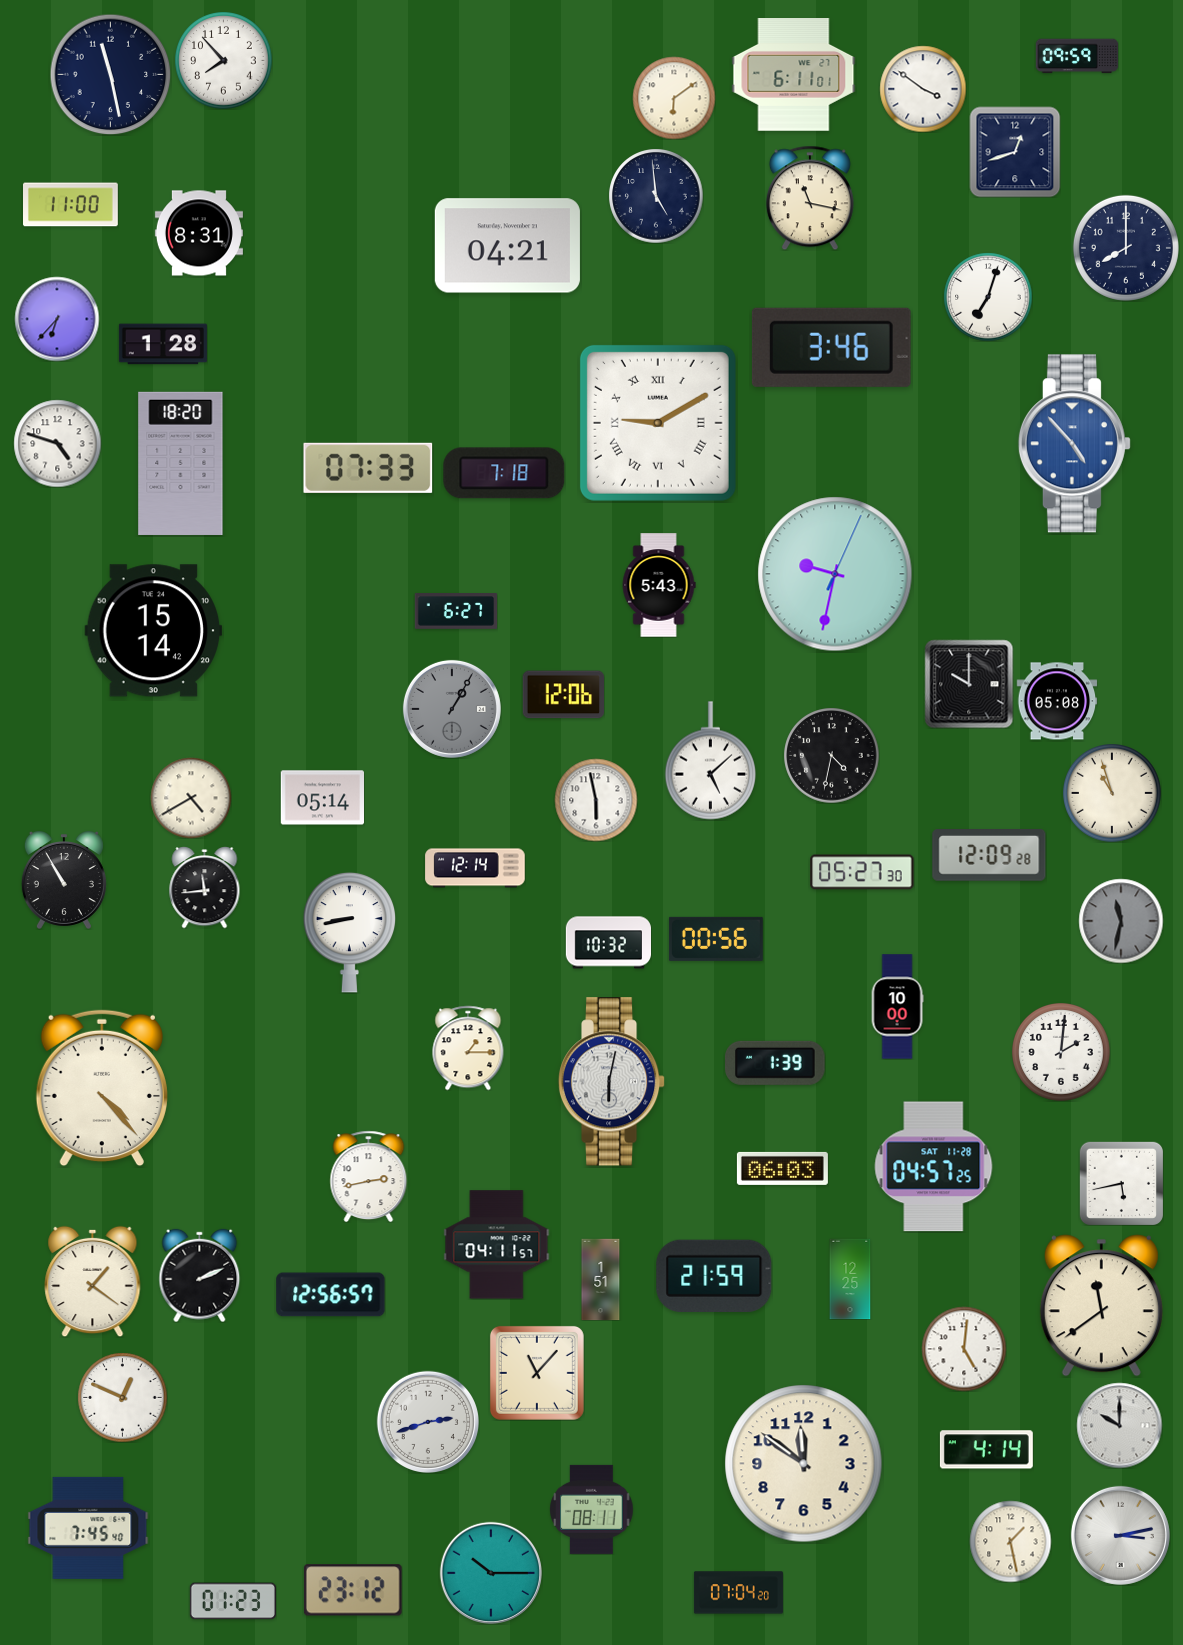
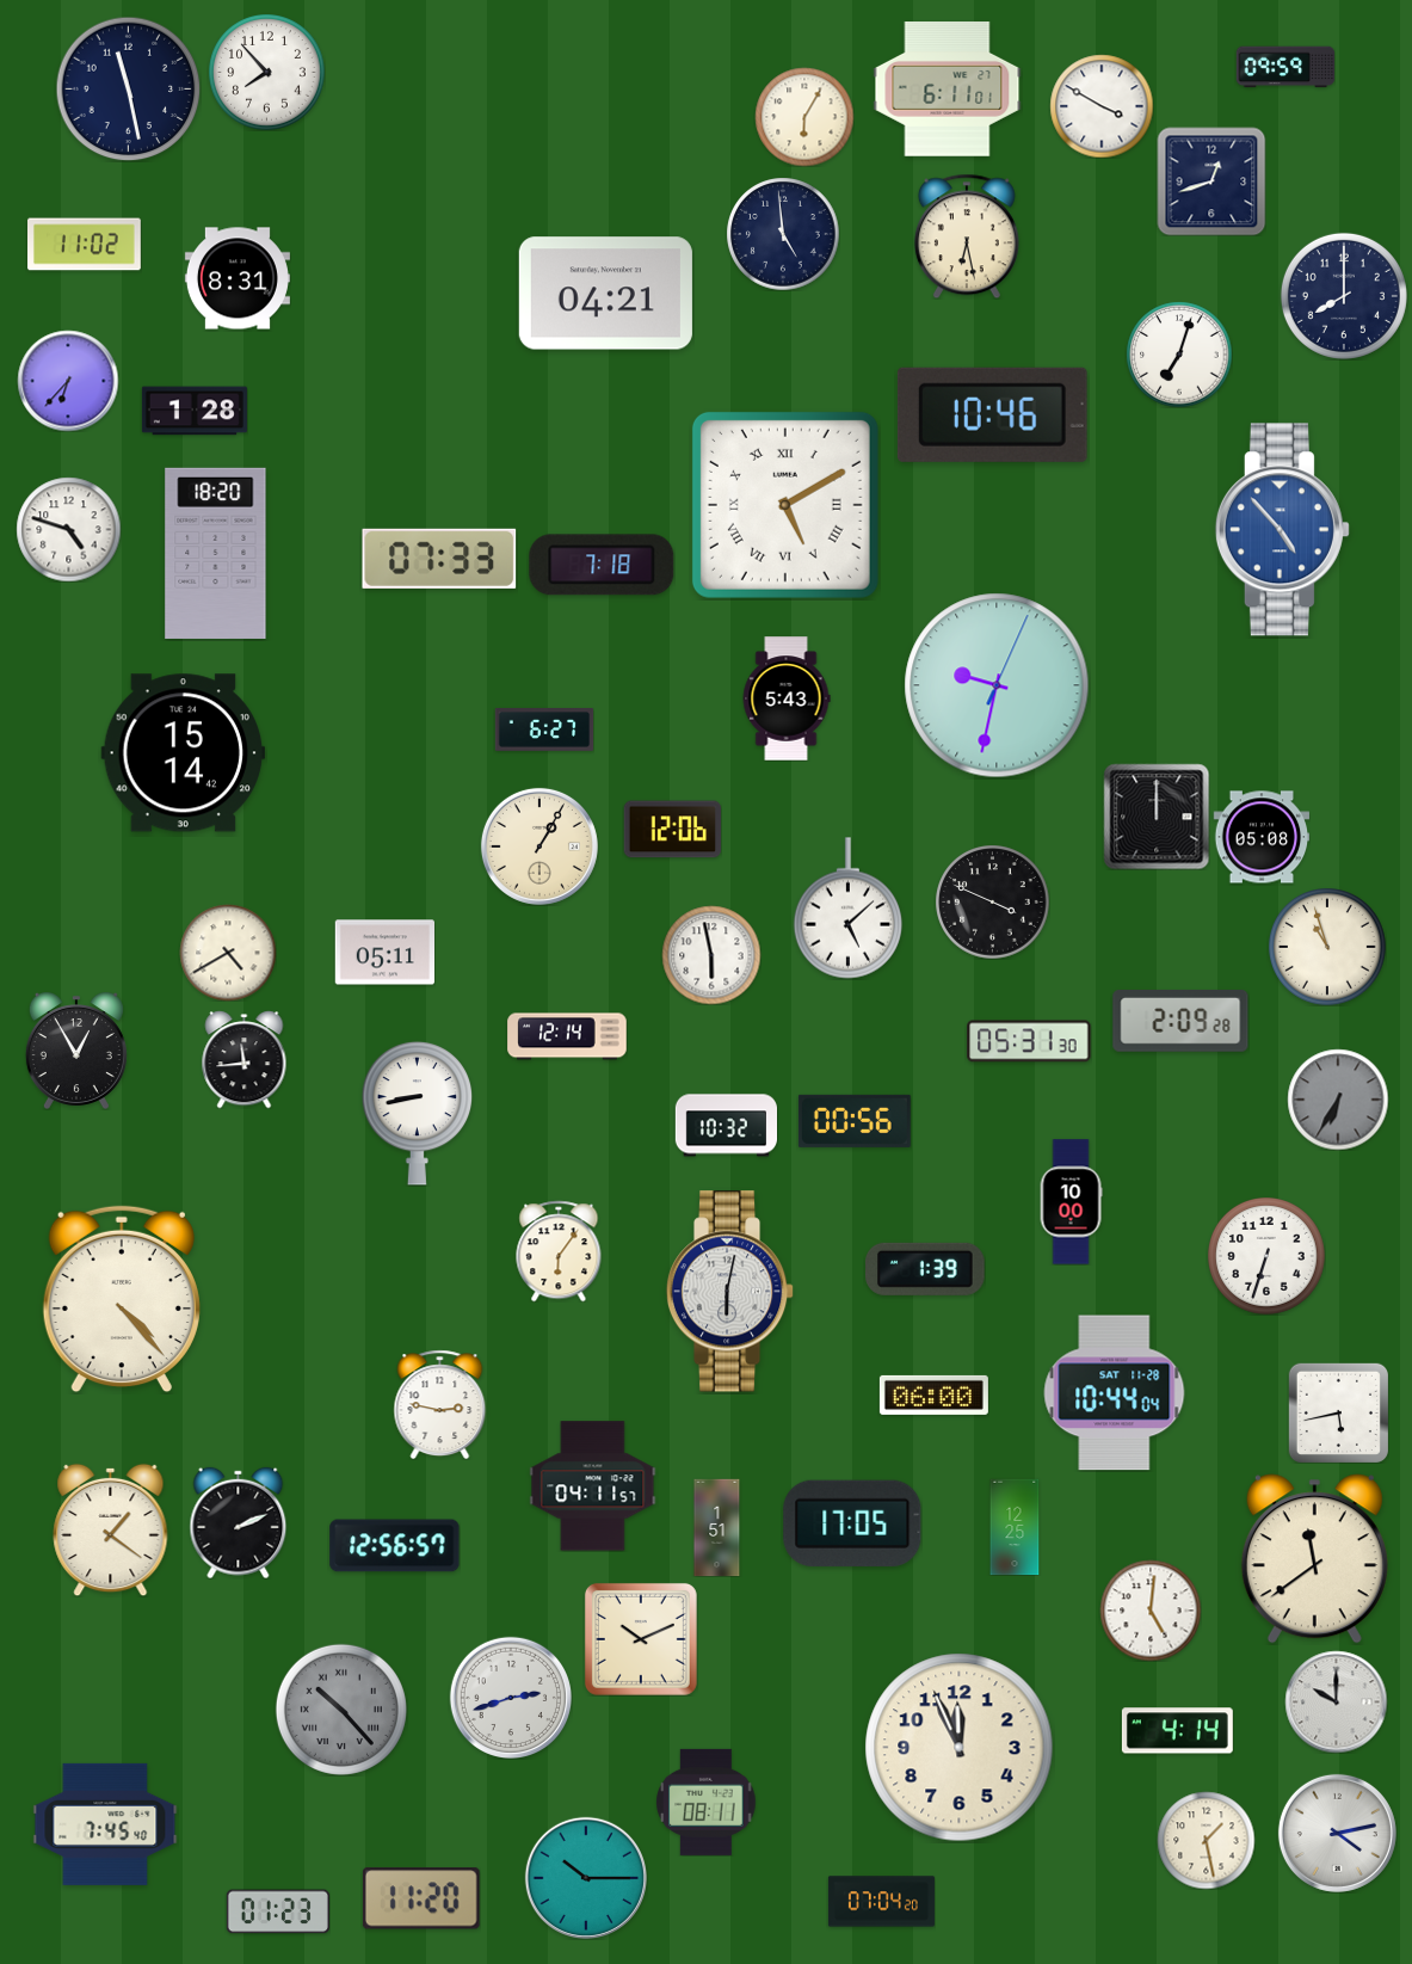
clock at (110, 74) position: (110, 74) -> (128, 88)
clock at (923, 89): 3:51 -> 3:50
clock at (674, 98): 6:09 -> 6:05
clock at (810, 198): 11:17 -> 6:28
clock at (71, 205): 11:00 -> 11:02
clock at (831, 347): 3:46 -> 10:46
clock at (658, 423): 9:10 -> 5:10
clock at (969, 684): 10:00 -> 12:00
clock at (452, 709) dial: grey -> cream
clock at (831, 755): 4:32 -> 3:49
clock at (322, 798): 05:14 -> 05:11
clock at (989, 856): 12:09 -> 2:09
clock at (862, 872): 05:27 -> 05:31
clock at (64, 880): 10:55 -> 12:55
clock at (1121, 921): 11:32 -> 6:35
clock at (468, 1048): 1:15 -> 6:06
clock at (1062, 1053): 2:01 -> 6:33
clock at (934, 1167): 04:57 -> 10:44
clock at (782, 1168): 06:03 -> 06:00
clock at (369, 1176): 2:43 -> 2:47
clock at (714, 1276): 21:59 -> 17:05
clock at (537, 1373): 11:07 -> 10:11
clock at (122, 1397): 12:49 -> none
clock at (341, 1710): none -> 10:23
clock at (804, 1464): 11:51 -> 11:56
clock at (1120, 1535): 3:13 -> 4:13
clock at (353, 1590): 23:12 -> 11:20
